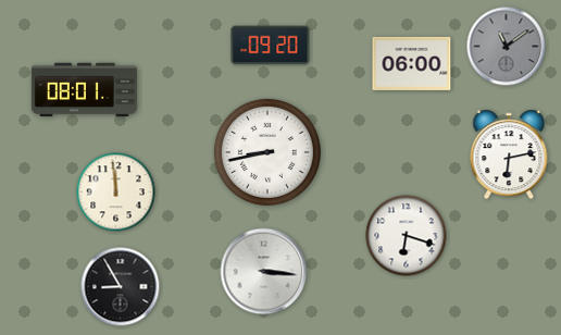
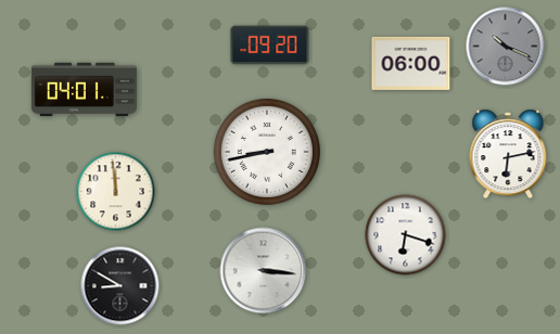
clock at (507, 47): 11:09 -> 10:19
clock at (84, 90): 08:01 -> 04:01
clock at (121, 287): 8:55 -> 8:50
